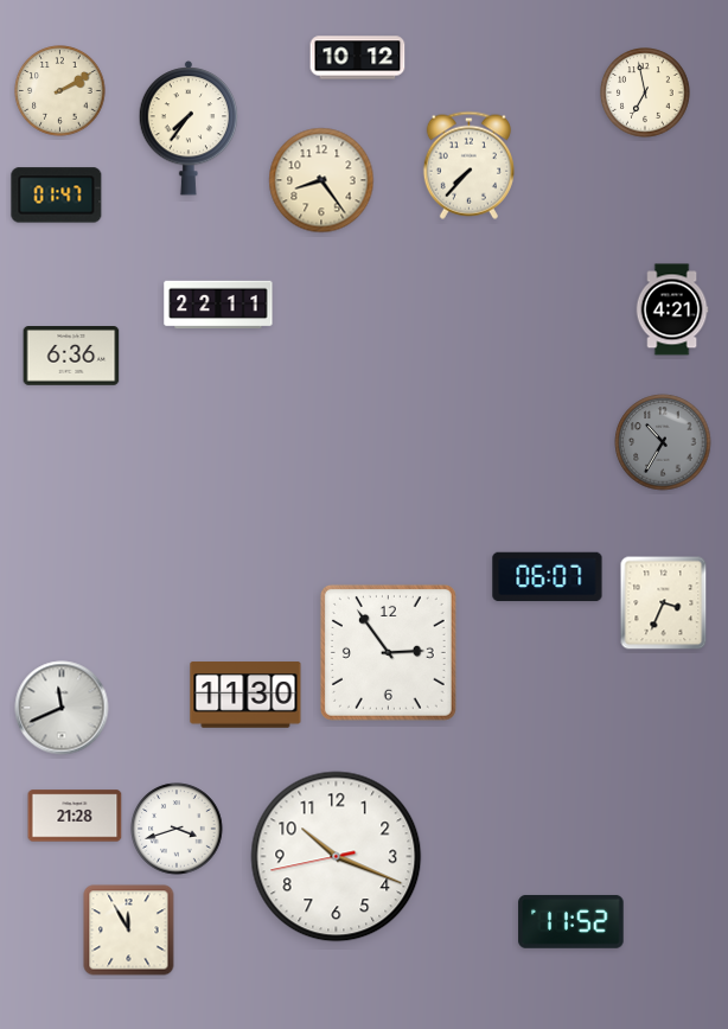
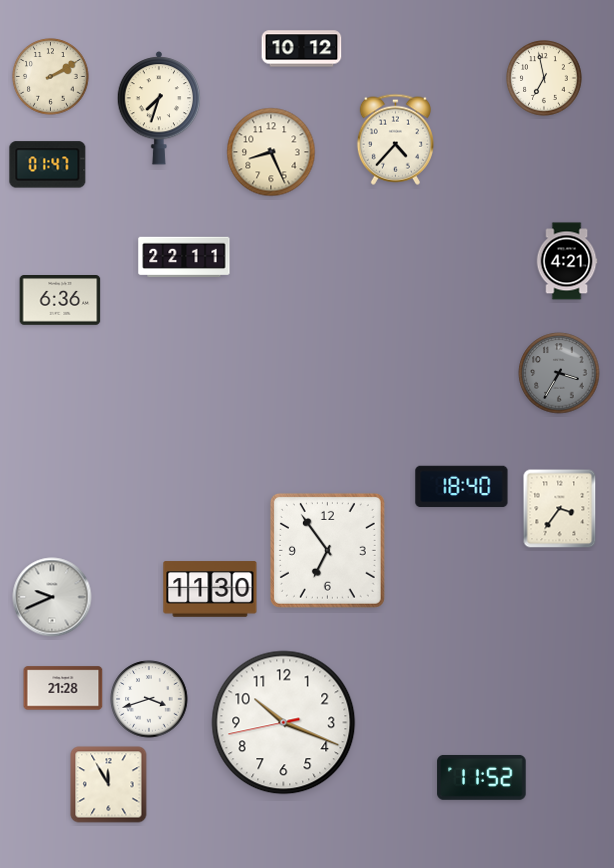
clock at (189, 128): 7:36 -> 7:33
clock at (468, 165): 7:37 -> 4:37
clock at (321, 180): 8:24 -> 8:26
clock at (663, 442): 10:35 -> 3:35
clock at (548, 577): 06:07 -> 18:40
clock at (664, 603): 3:34 -> 3:36
clock at (388, 652): 2:54 -> 6:54
clock at (245, 695) position: (245, 695) -> (210, 589)
clock at (62, 708): 11:41 -> 9:41
